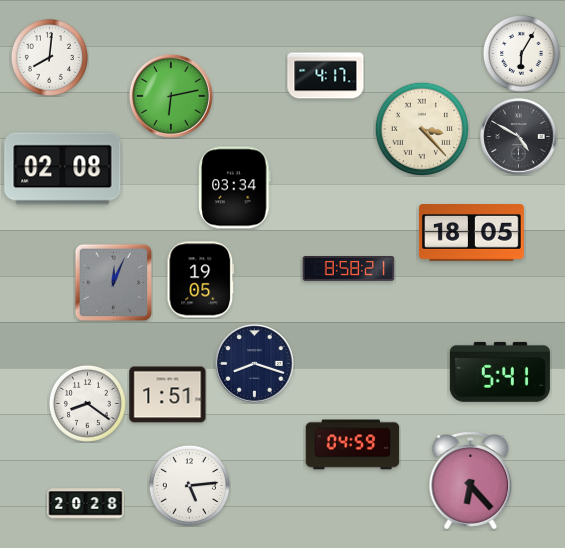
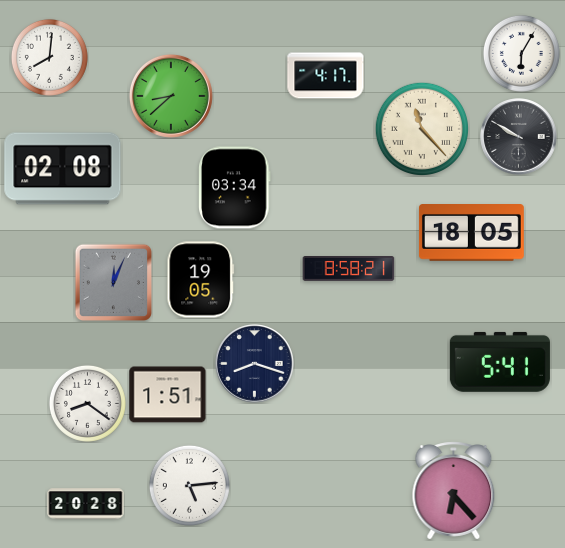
clock at (171, 96): 6:13 -> 8:38
clock at (421, 128): 3:23 -> 11:23
clock at (519, 137): 4:50 -> 9:50
clock at (500, 372) position: (500, 372) -> (500, 362)
clock at (353, 445): 04:59 -> none
clock at (471, 481) position: (471, 481) -> (454, 491)
